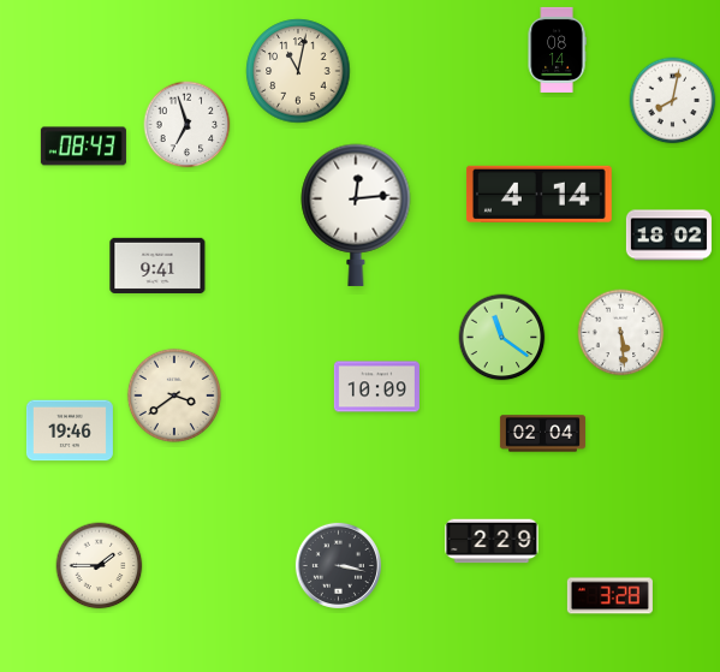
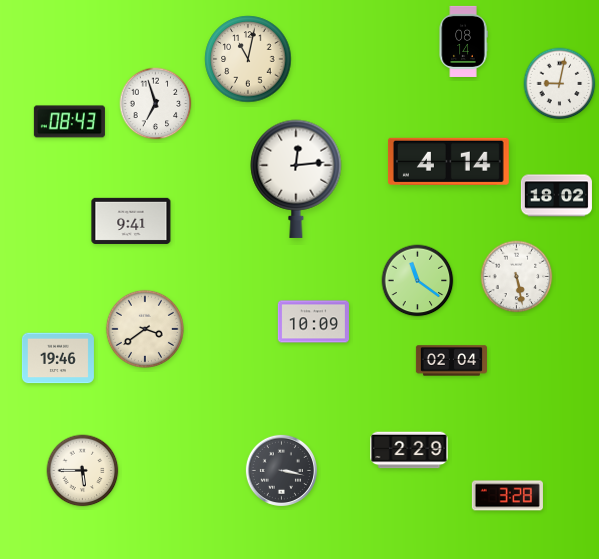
clock at (673, 101): 8:02 -> 9:02
clock at (621, 333): 5:29 -> 5:28
clock at (100, 566): 1:45 -> 5:45
